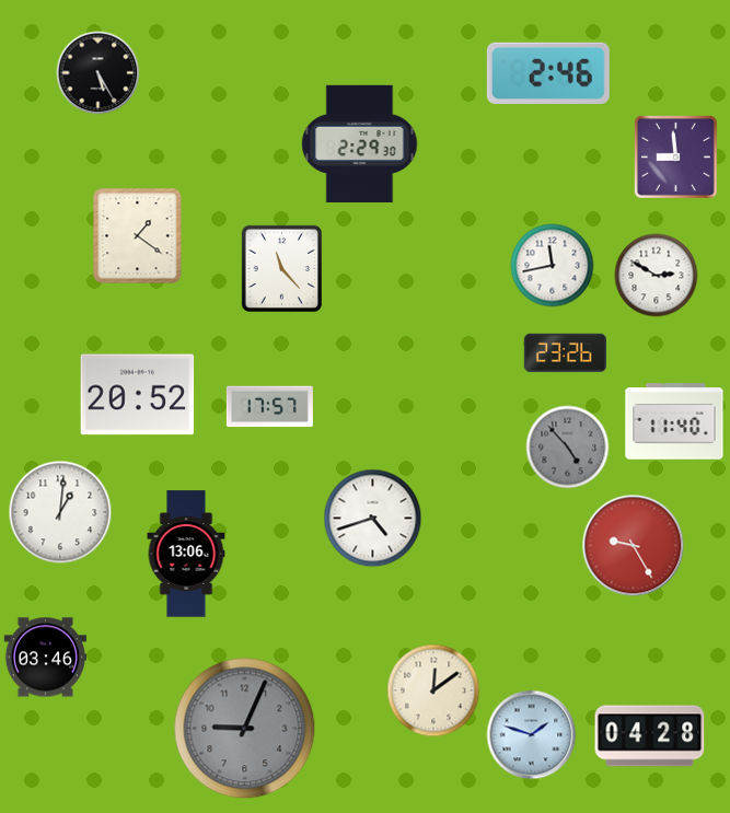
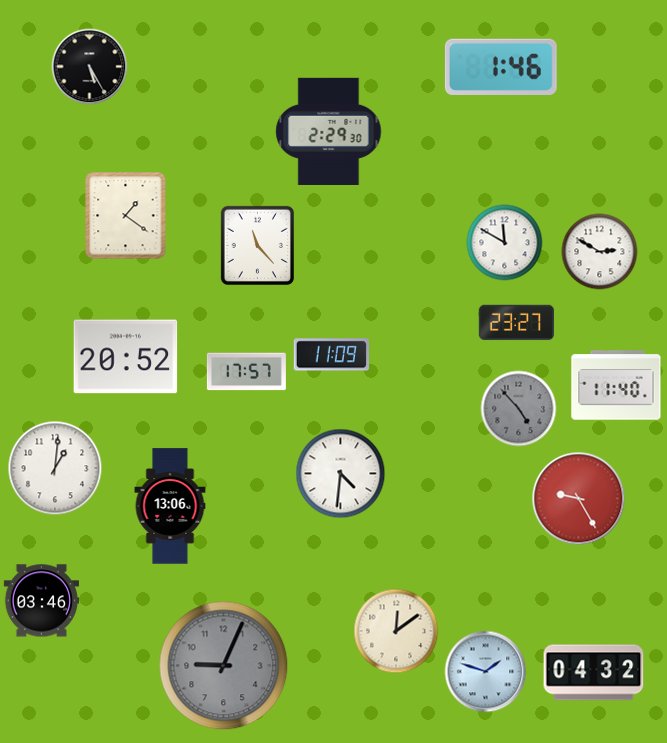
clock at (548, 73): 2:46 -> 1:46
clock at (676, 158): 8:59 -> none
clock at (553, 266): 11:43 -> 11:50
clock at (565, 353): 23:26 -> 23:27
clock at (331, 355): none -> 11:09
clock at (138, 395) position: (138, 395) -> (126, 357)
clock at (373, 519): 4:42 -> 4:31
clock at (650, 736): 04:28 -> 04:32
